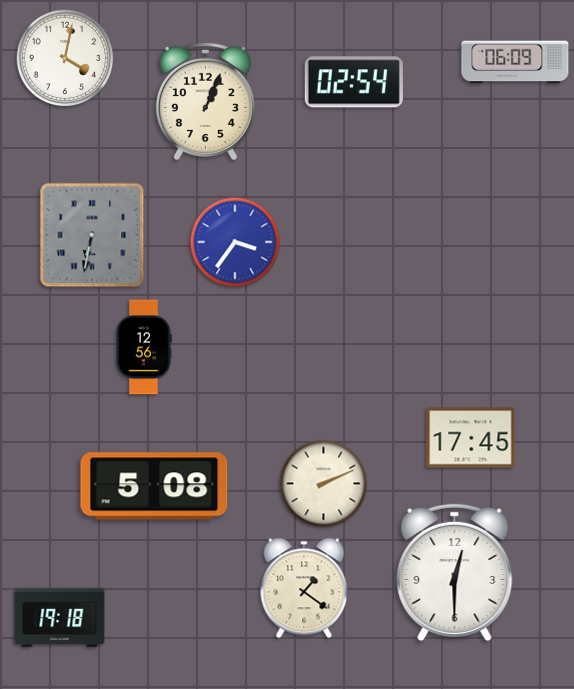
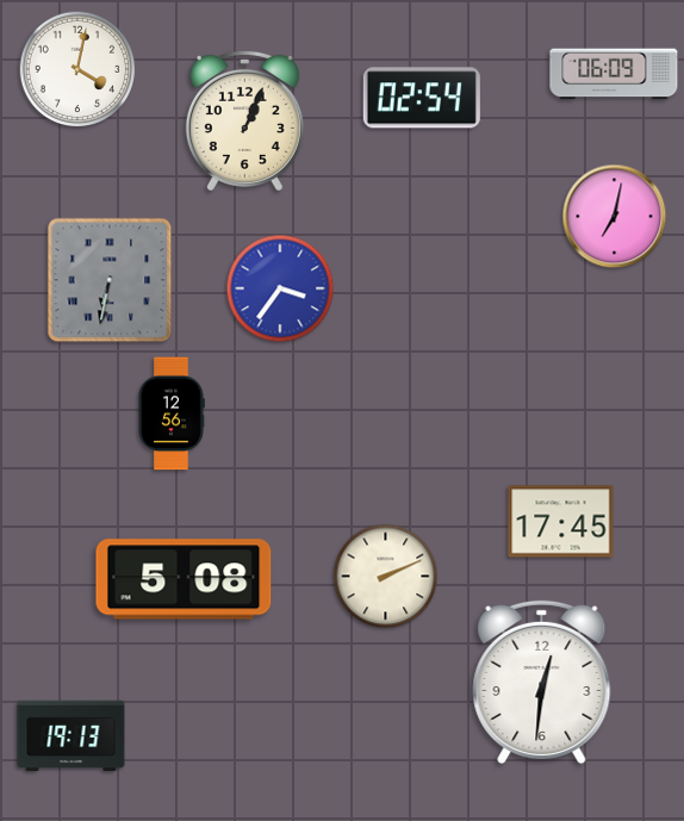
clock at (615, 217): none -> 7:02
clock at (455, 573): 12:30 -> 12:31
clock at (304, 588): 1:21 -> none
clock at (60, 618): 19:18 -> 19:13
